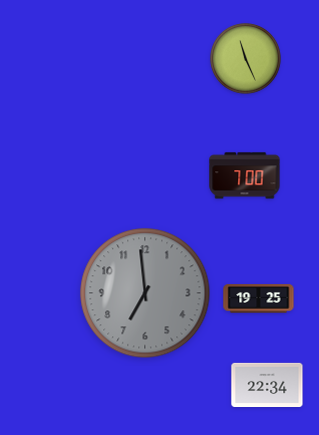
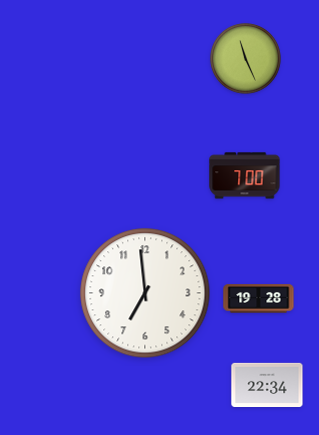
clock at (145, 293) dial: grey -> white
clock at (259, 299): 19:25 -> 19:28
